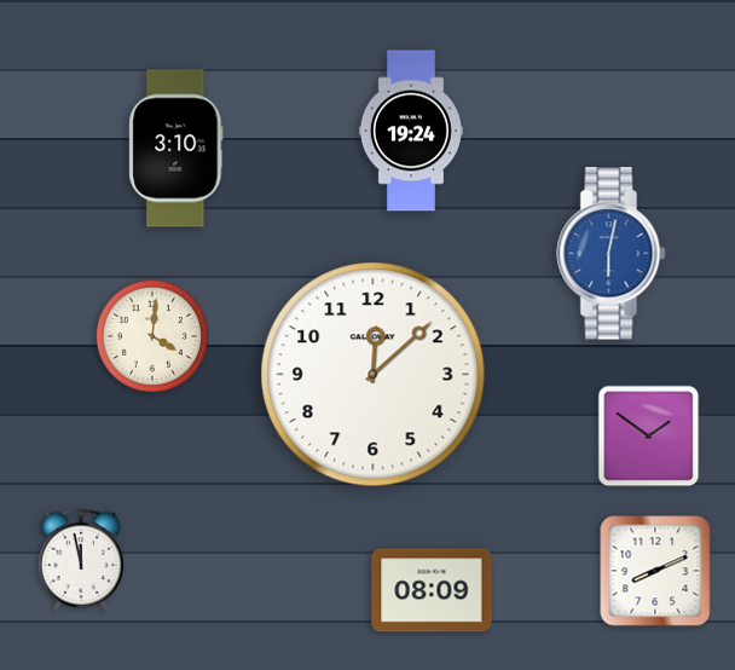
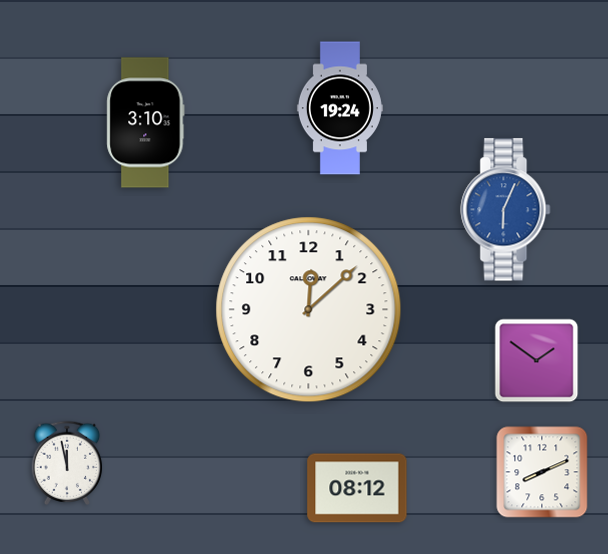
clock at (612, 254): 6:02 -> 6:04
clock at (152, 336): 4:01 -> none
clock at (432, 590): 08:09 -> 08:12
